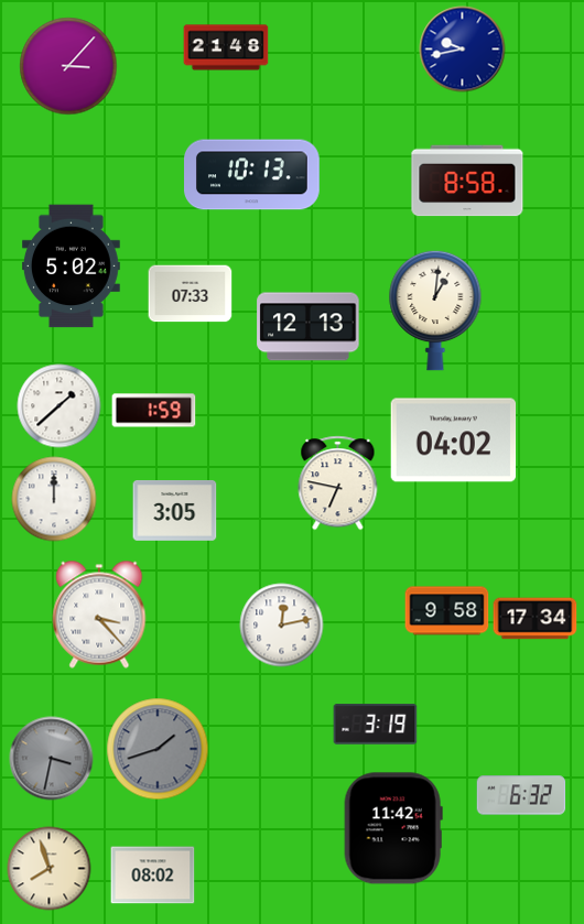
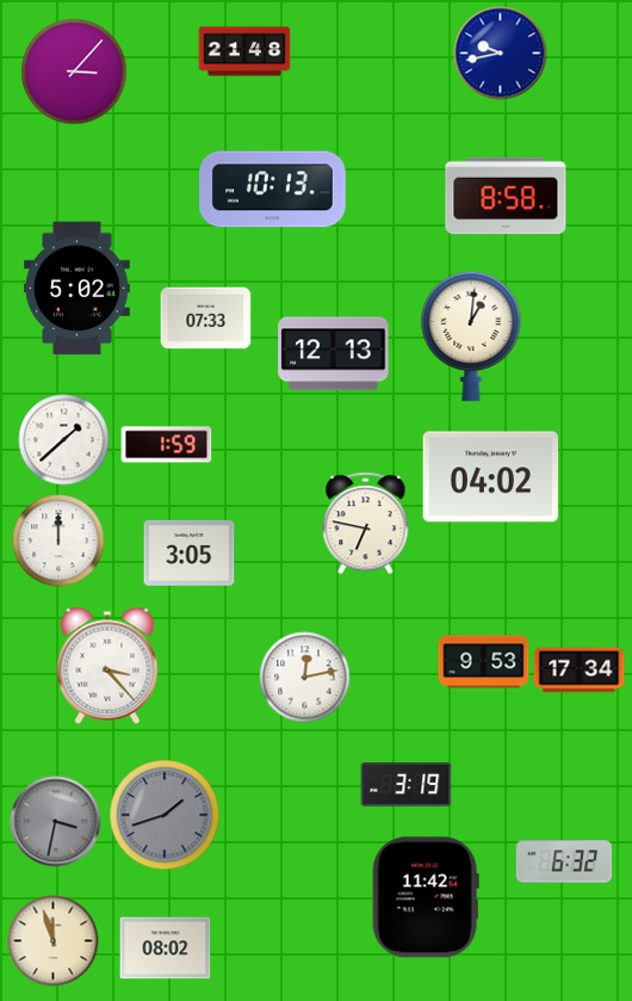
clock at (447, 611): 9:58 -> 9:53
clock at (158, 749) position: (158, 749) -> (165, 815)
clock at (50, 869): 7:57 -> 11:57
